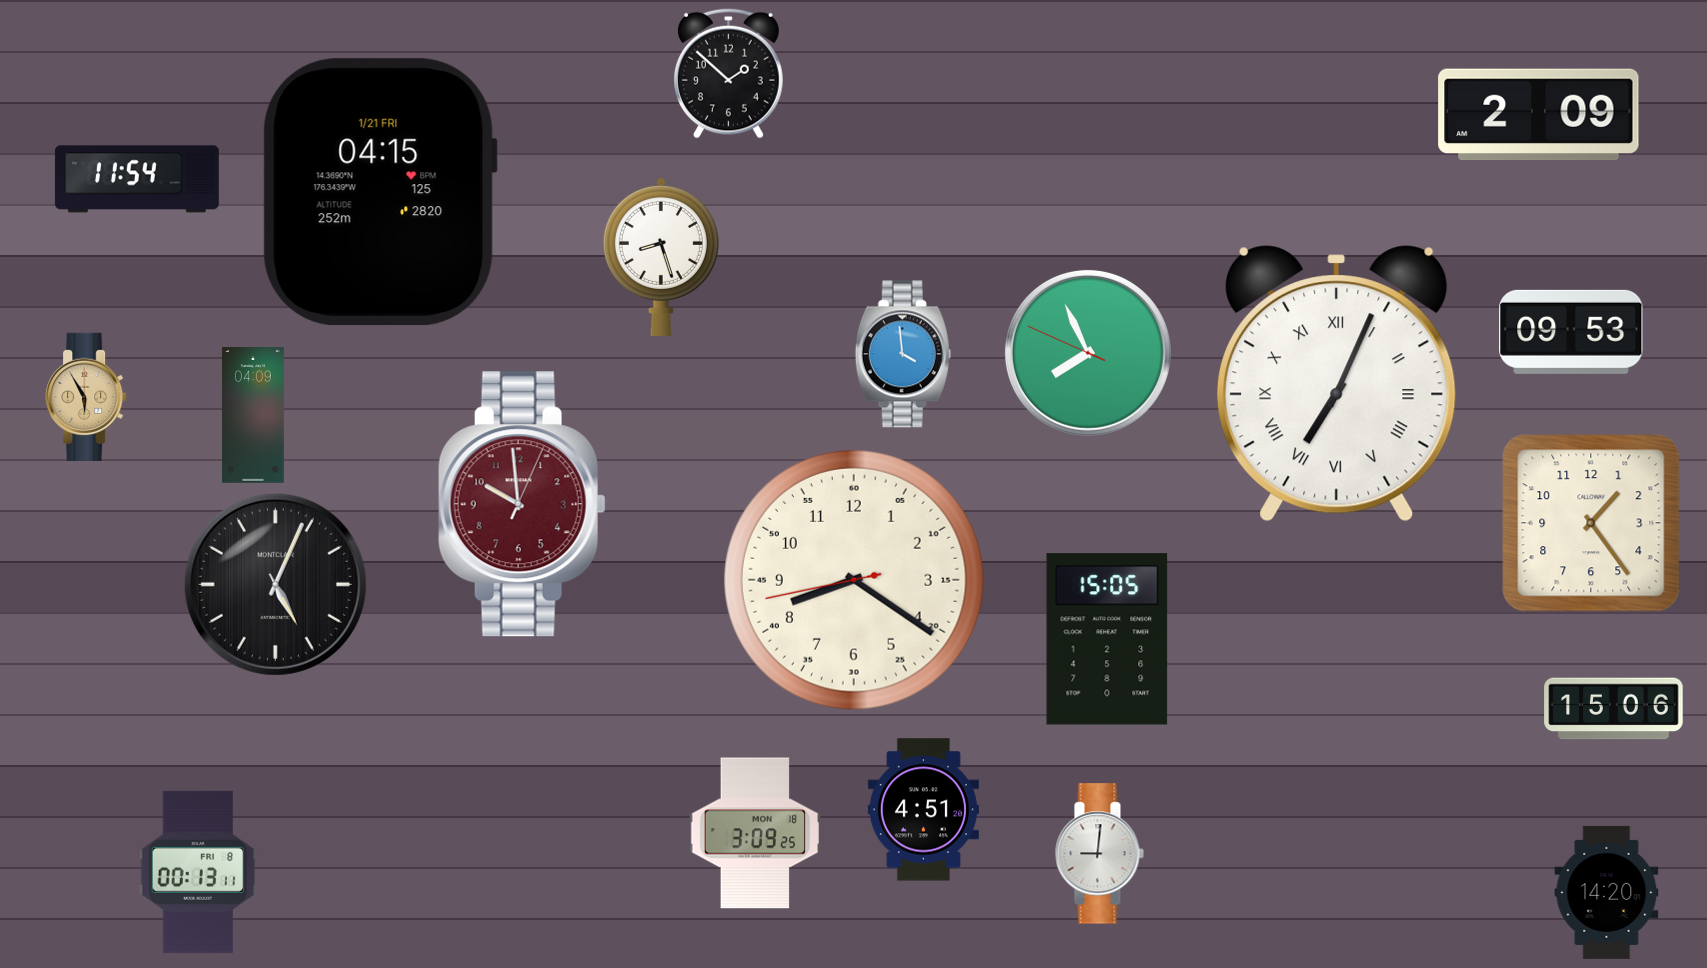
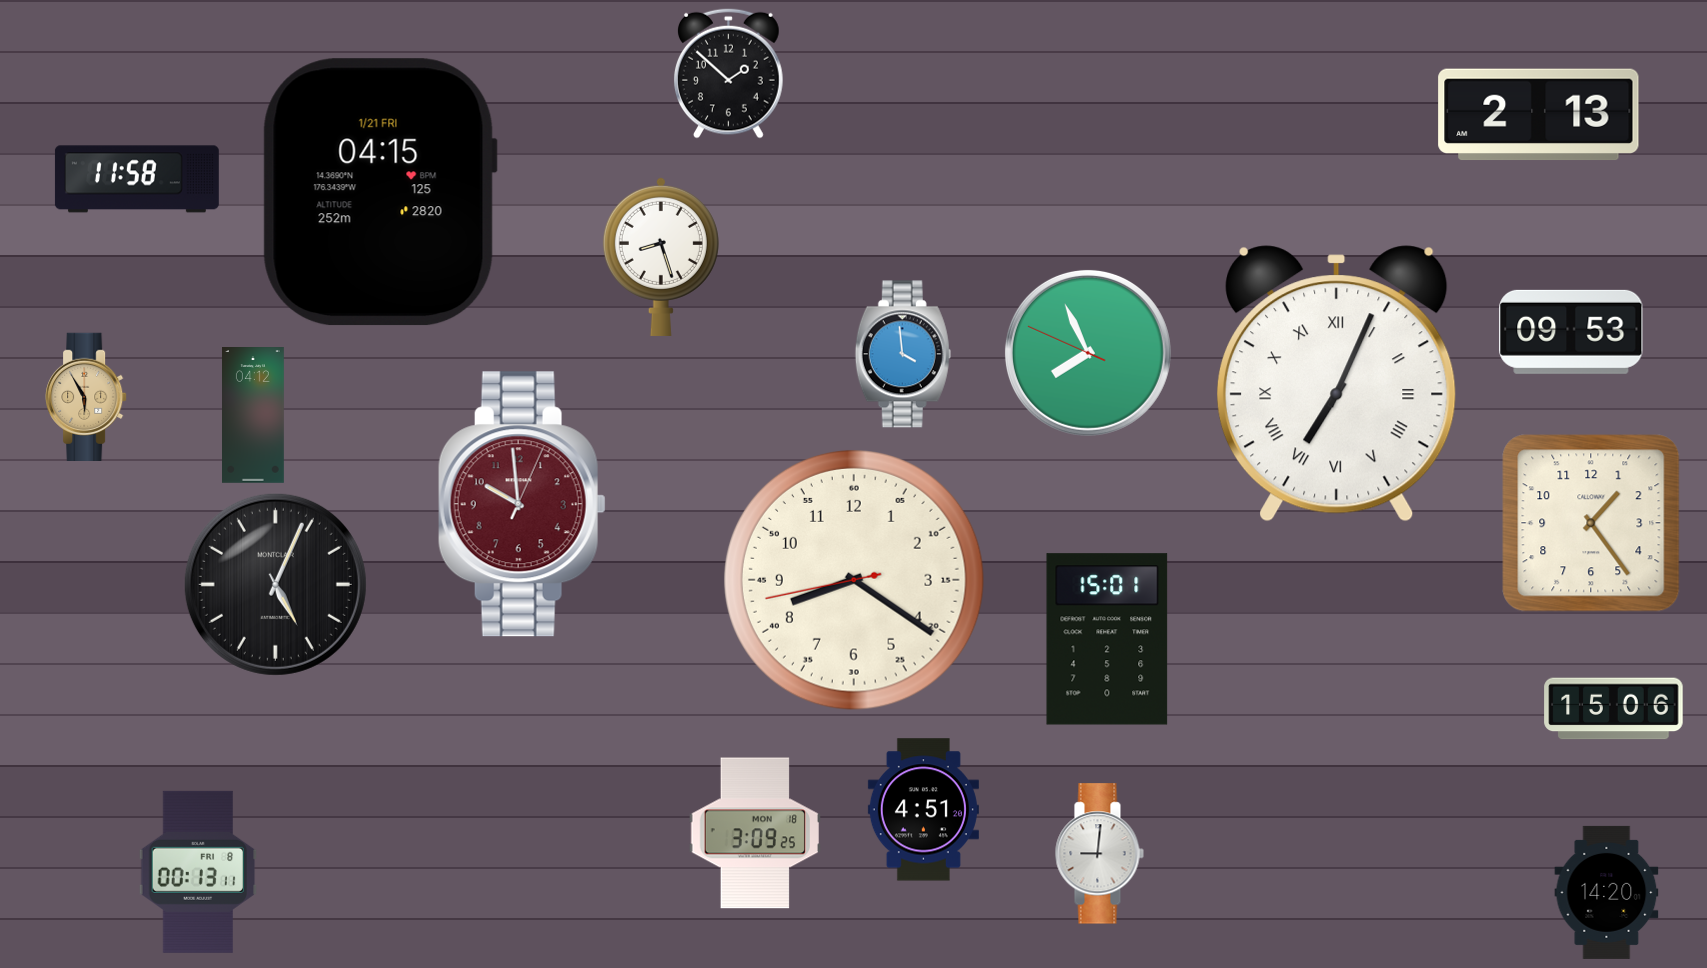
clock at (1539, 115): 2:09 -> 2:13
clock at (137, 179): 11:54 -> 11:58
clock at (254, 416): 04:09 -> 04:12
clock at (1107, 639): 15:05 -> 15:01
